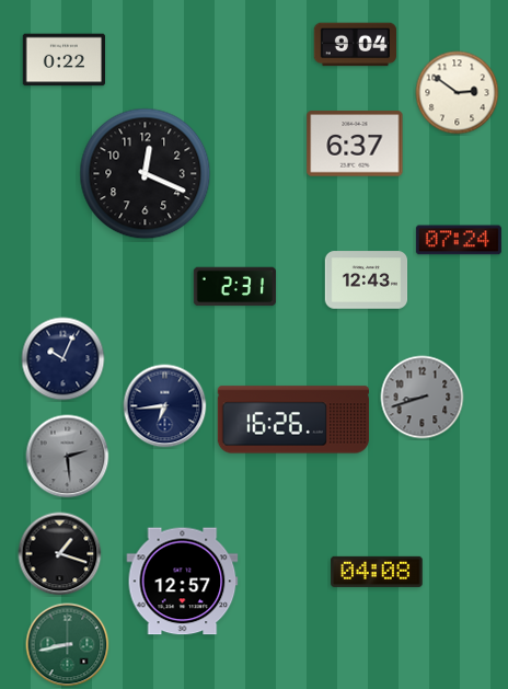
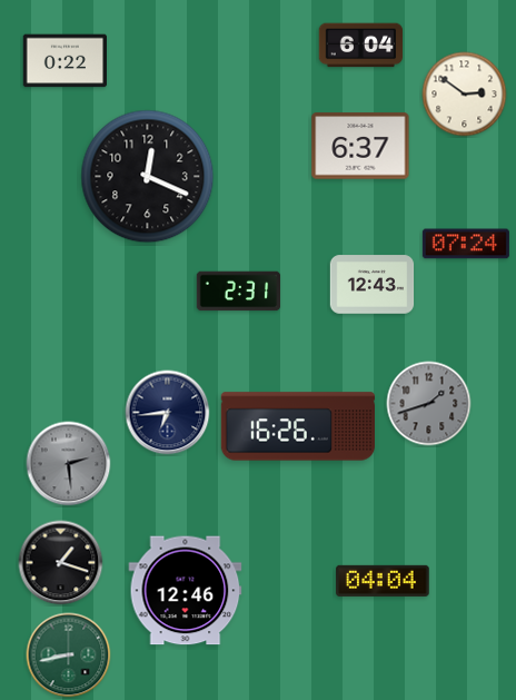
clock at (356, 45): 9:04 -> 6:04
clock at (63, 359): 10:04 -> none
clock at (423, 398): 8:42 -> 1:42
clock at (377, 572): 04:08 -> 04:04
clock at (183, 582): 12:57 -> 12:46
